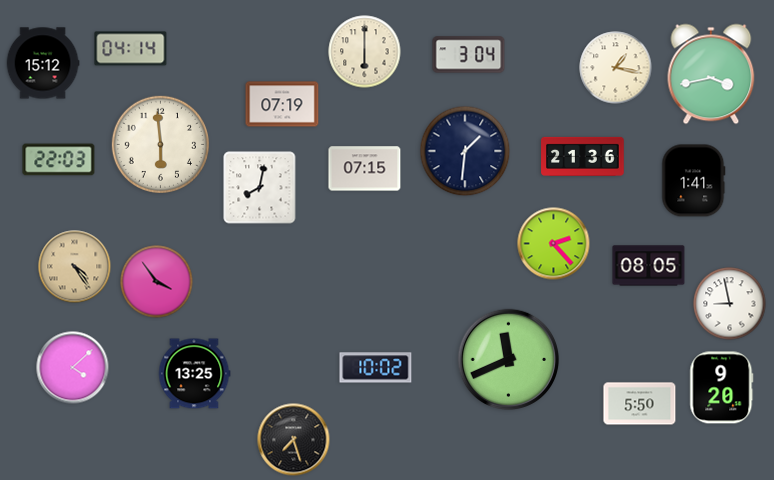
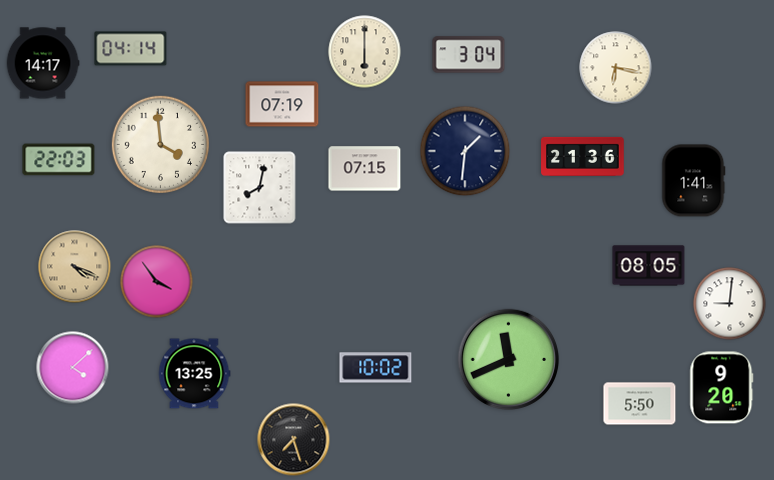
clock at (43, 63): 15:12 -> 14:17
clock at (616, 68): 1:17 -> 6:17
clock at (711, 74): 3:43 -> none
clock at (160, 144): 5:59 -> 3:59
clock at (554, 244): 2:23 -> none
clock at (75, 267): 4:24 -> 4:19
clock at (730, 304): 8:58 -> 9:01
